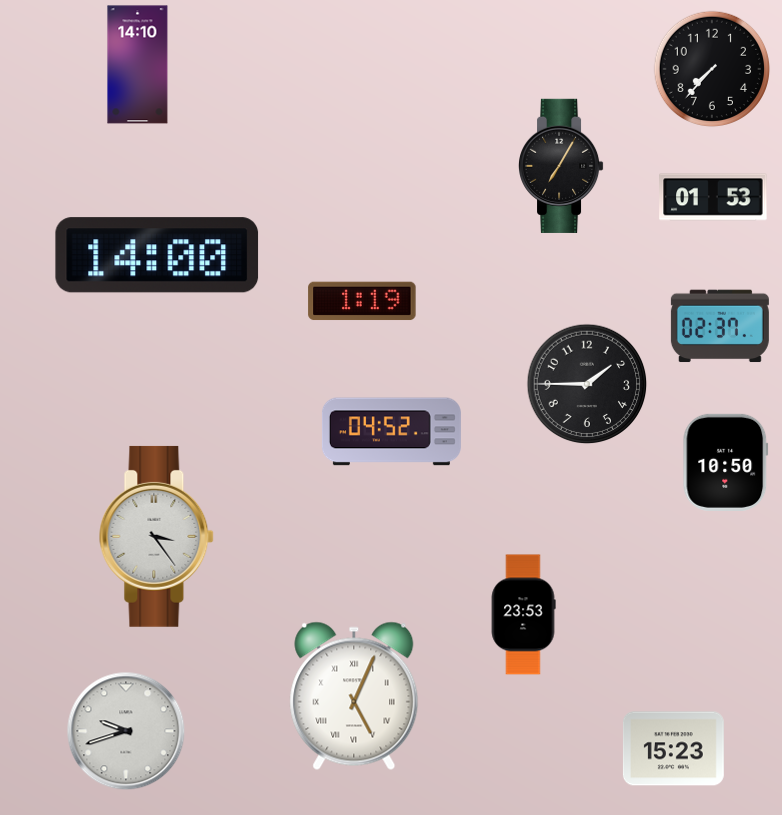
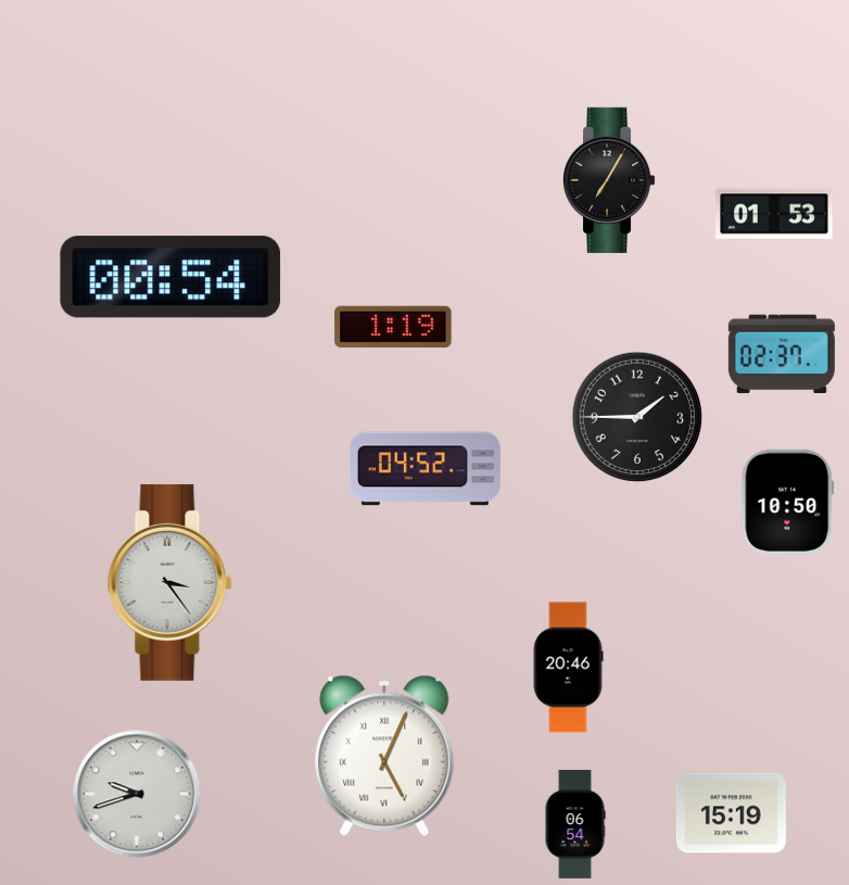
clock at (138, 65): 14:10 -> none
clock at (712, 69): 7:37 -> none
clock at (157, 255): 14:00 -> 00:54
clock at (523, 615): 23:53 -> 20:46
clock at (673, 749): 15:23 -> 15:19
clock at (575, 824): none -> 06:54
